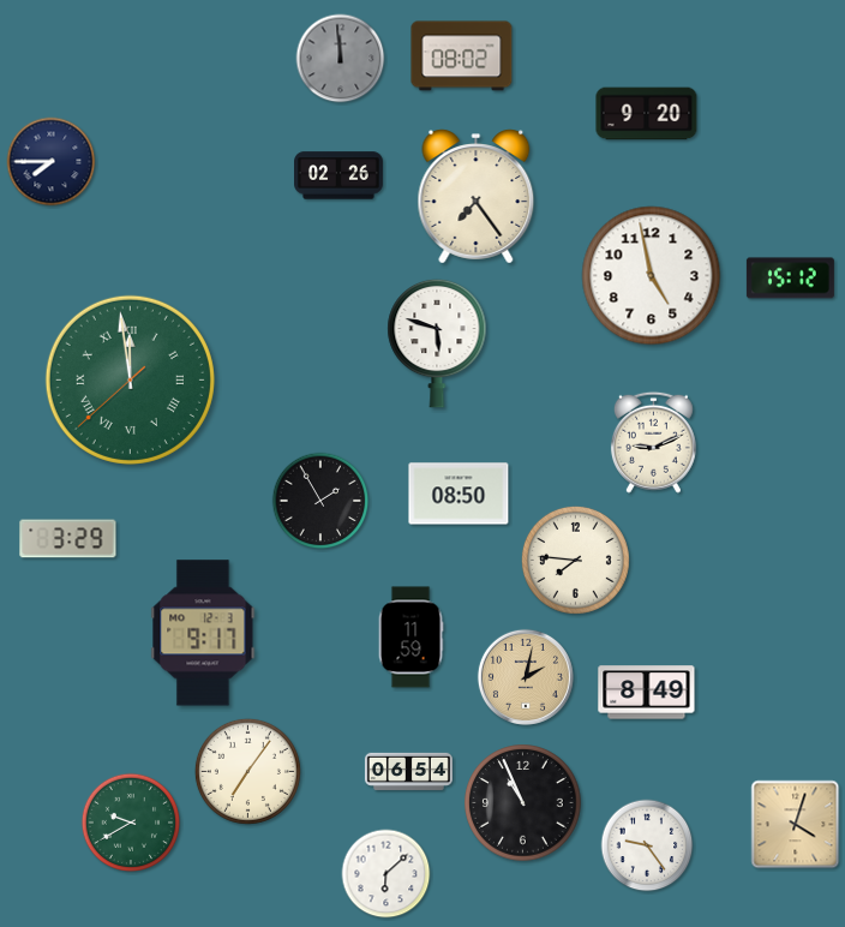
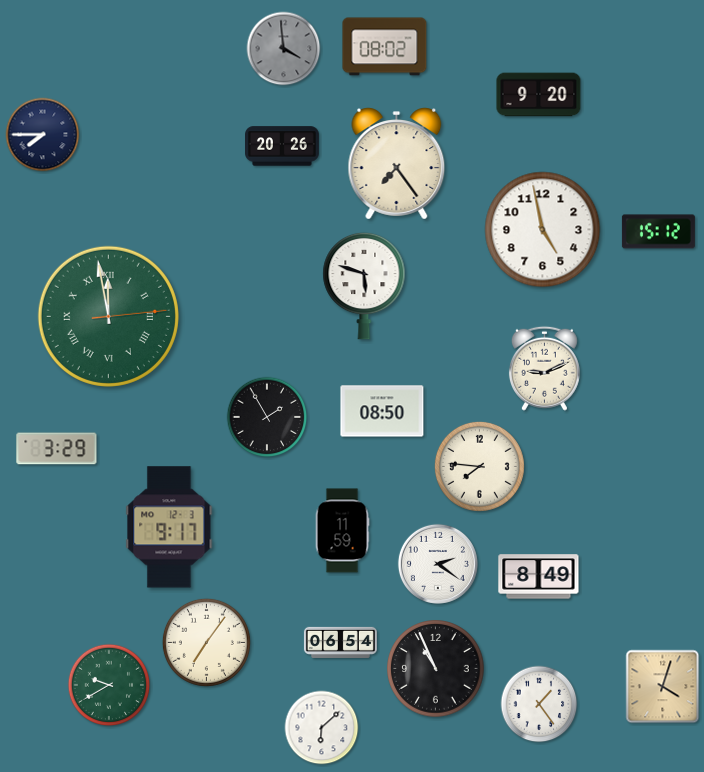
clock at (341, 59): 11:59 -> 3:59
clock at (340, 175): 02:26 -> 20:26
clock at (130, 379): 11:58:38 -> 11:58:14
clock at (526, 677): 2:02 -> 2:21
clock at (526, 677) dial: champagne -> white
clock at (647, 845): 9:24 -> 1:24
